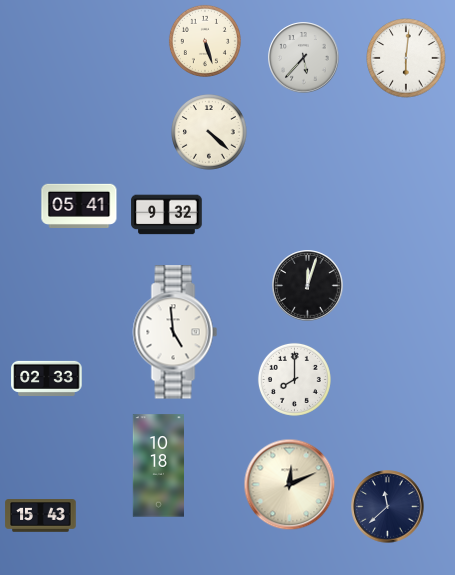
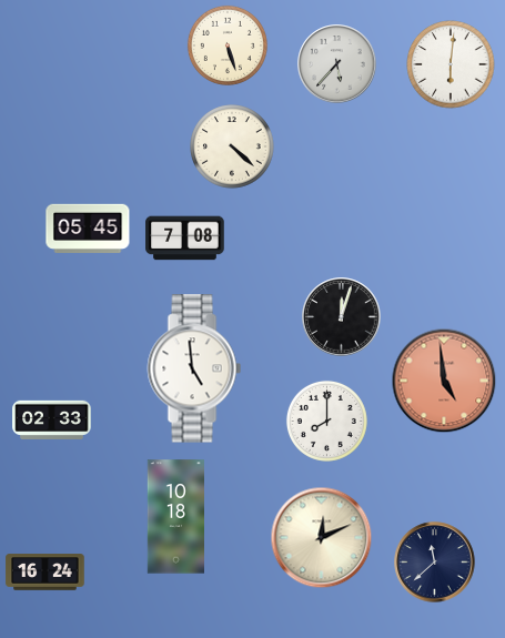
clock at (79, 206): 05:41 -> 05:45
clock at (167, 215): 9:32 -> 7:08
clock at (444, 381): none -> 4:59
clock at (388, 507) position: (388, 507) -> (435, 563)
clock at (41, 516): 15:43 -> 16:24
